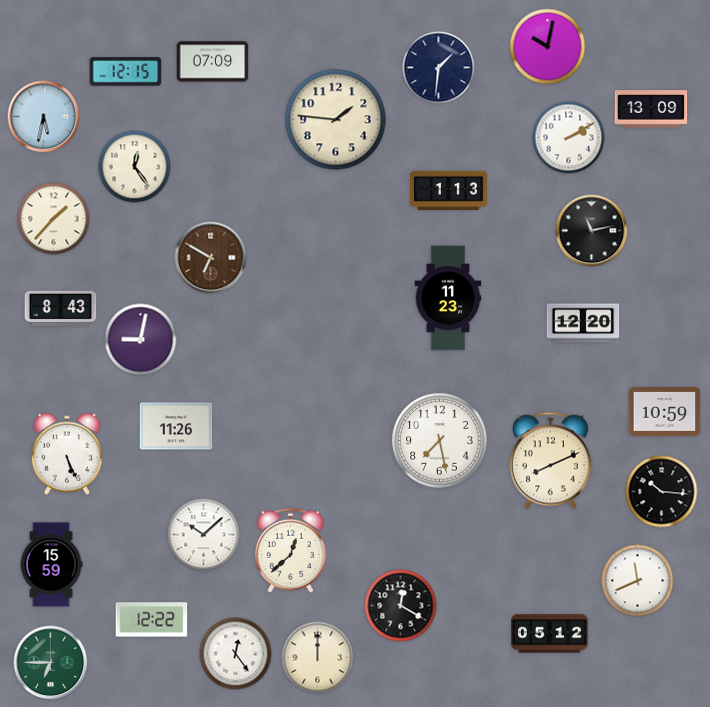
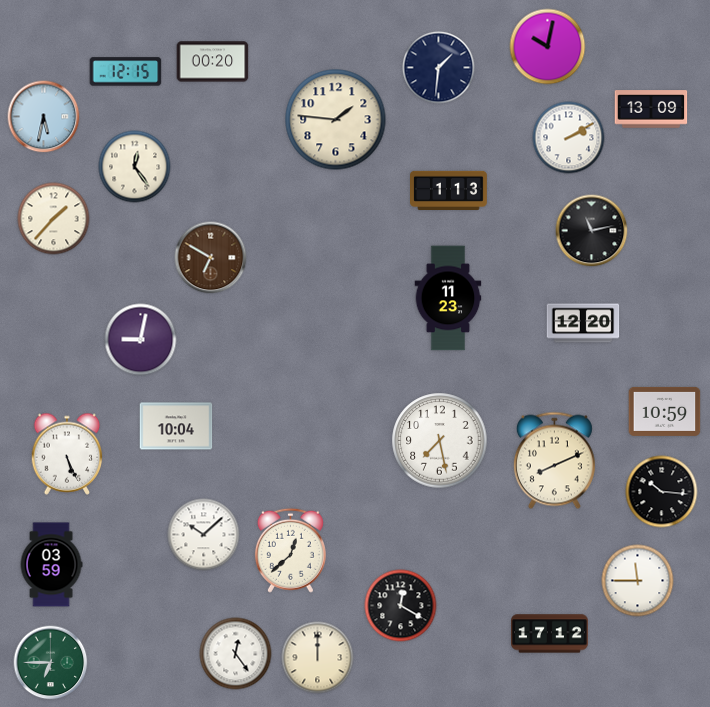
clock at (213, 62): 07:09 -> 00:20
clock at (61, 309): 8:43 -> none
clock at (176, 426): 11:26 -> 10:04
clock at (550, 461) position: (550, 461) -> (554, 461)
clock at (51, 565): 15:59 -> 03:59
clock at (638, 581): 11:41 -> 11:45
clock at (152, 620): 12:22 -> none
clock at (550, 634): 05:12 -> 17:12
